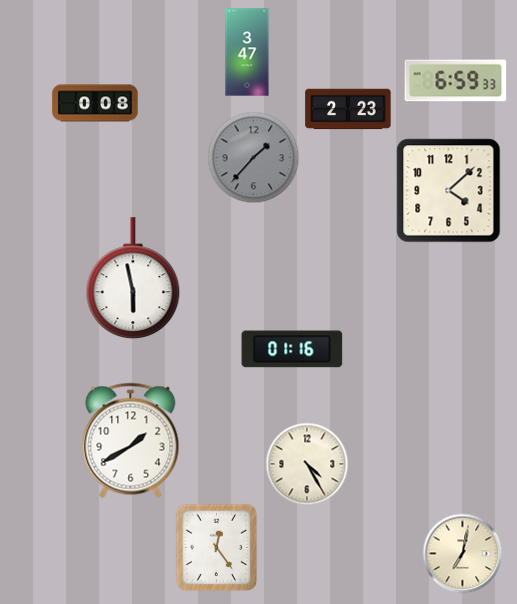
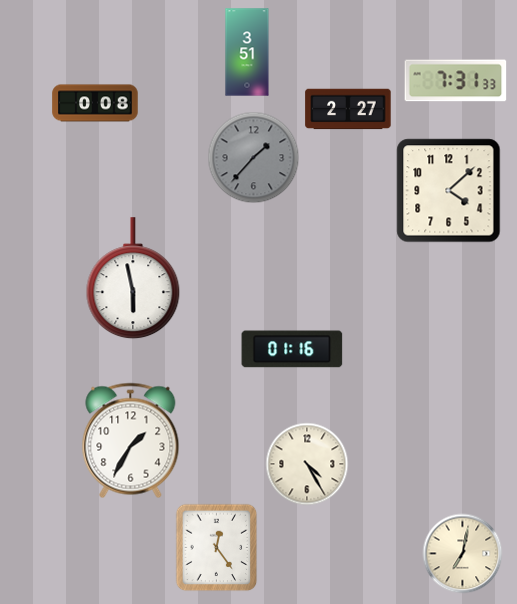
clock at (247, 52): 3:47 -> 3:51
clock at (456, 81): 6:59 -> 7:31
clock at (348, 109): 2:23 -> 2:27
clock at (131, 441): 1:40 -> 1:35
